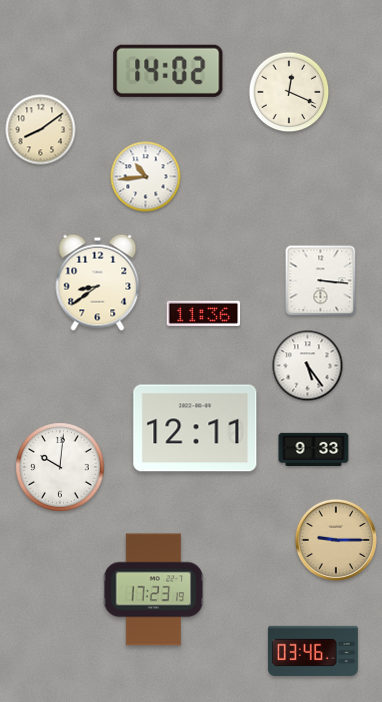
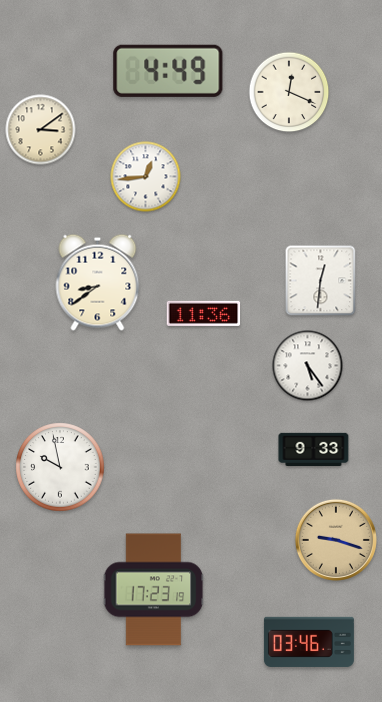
clock at (168, 71): 14:02 -> 4:49
clock at (41, 130): 8:09 -> 3:09
clock at (146, 177): 10:44 -> 12:44
clock at (321, 281): 3:16 -> 12:31
clock at (195, 428): 12:11 -> none
clock at (60, 467): 10:01 -> 9:58
clock at (336, 540): 9:15 -> 9:18
clock at (313, 651) position: (313, 651) -> (309, 642)
